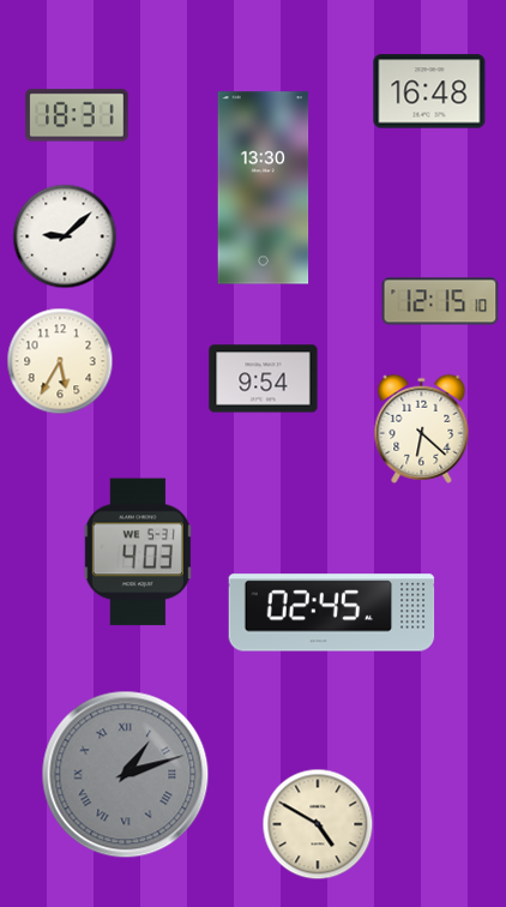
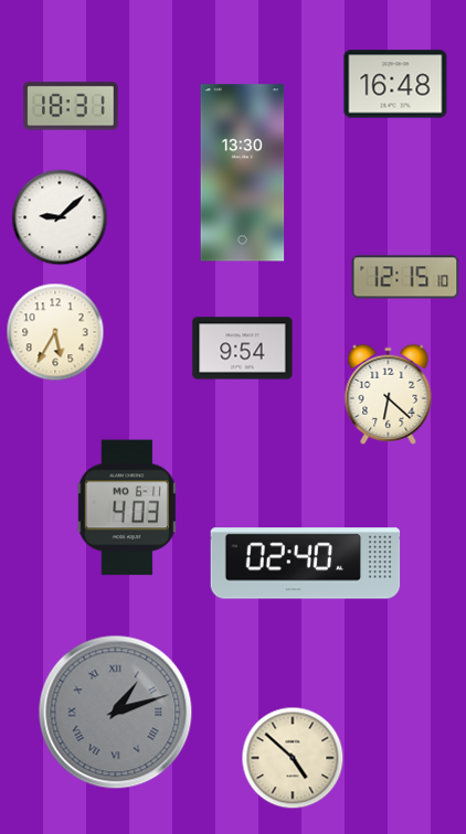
clock at (138, 552) date: WE 5-31 -> MO 6-11
clock at (332, 613): 02:45 -> 02:40
clock at (318, 824): 4:50 -> 4:52
